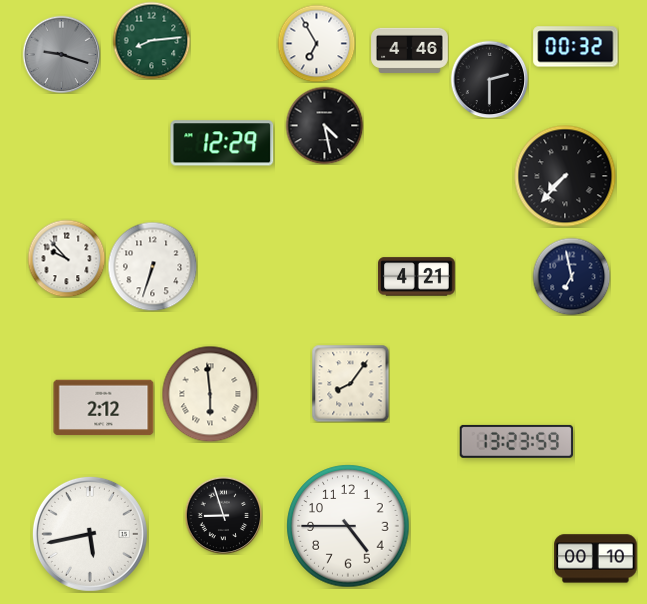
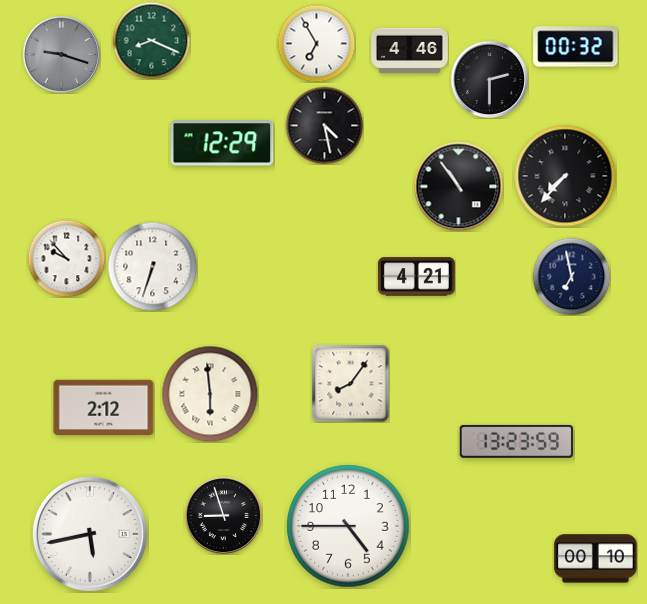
clock at (151, 40): 8:14 -> 8:19
clock at (458, 186): none -> 10:54
